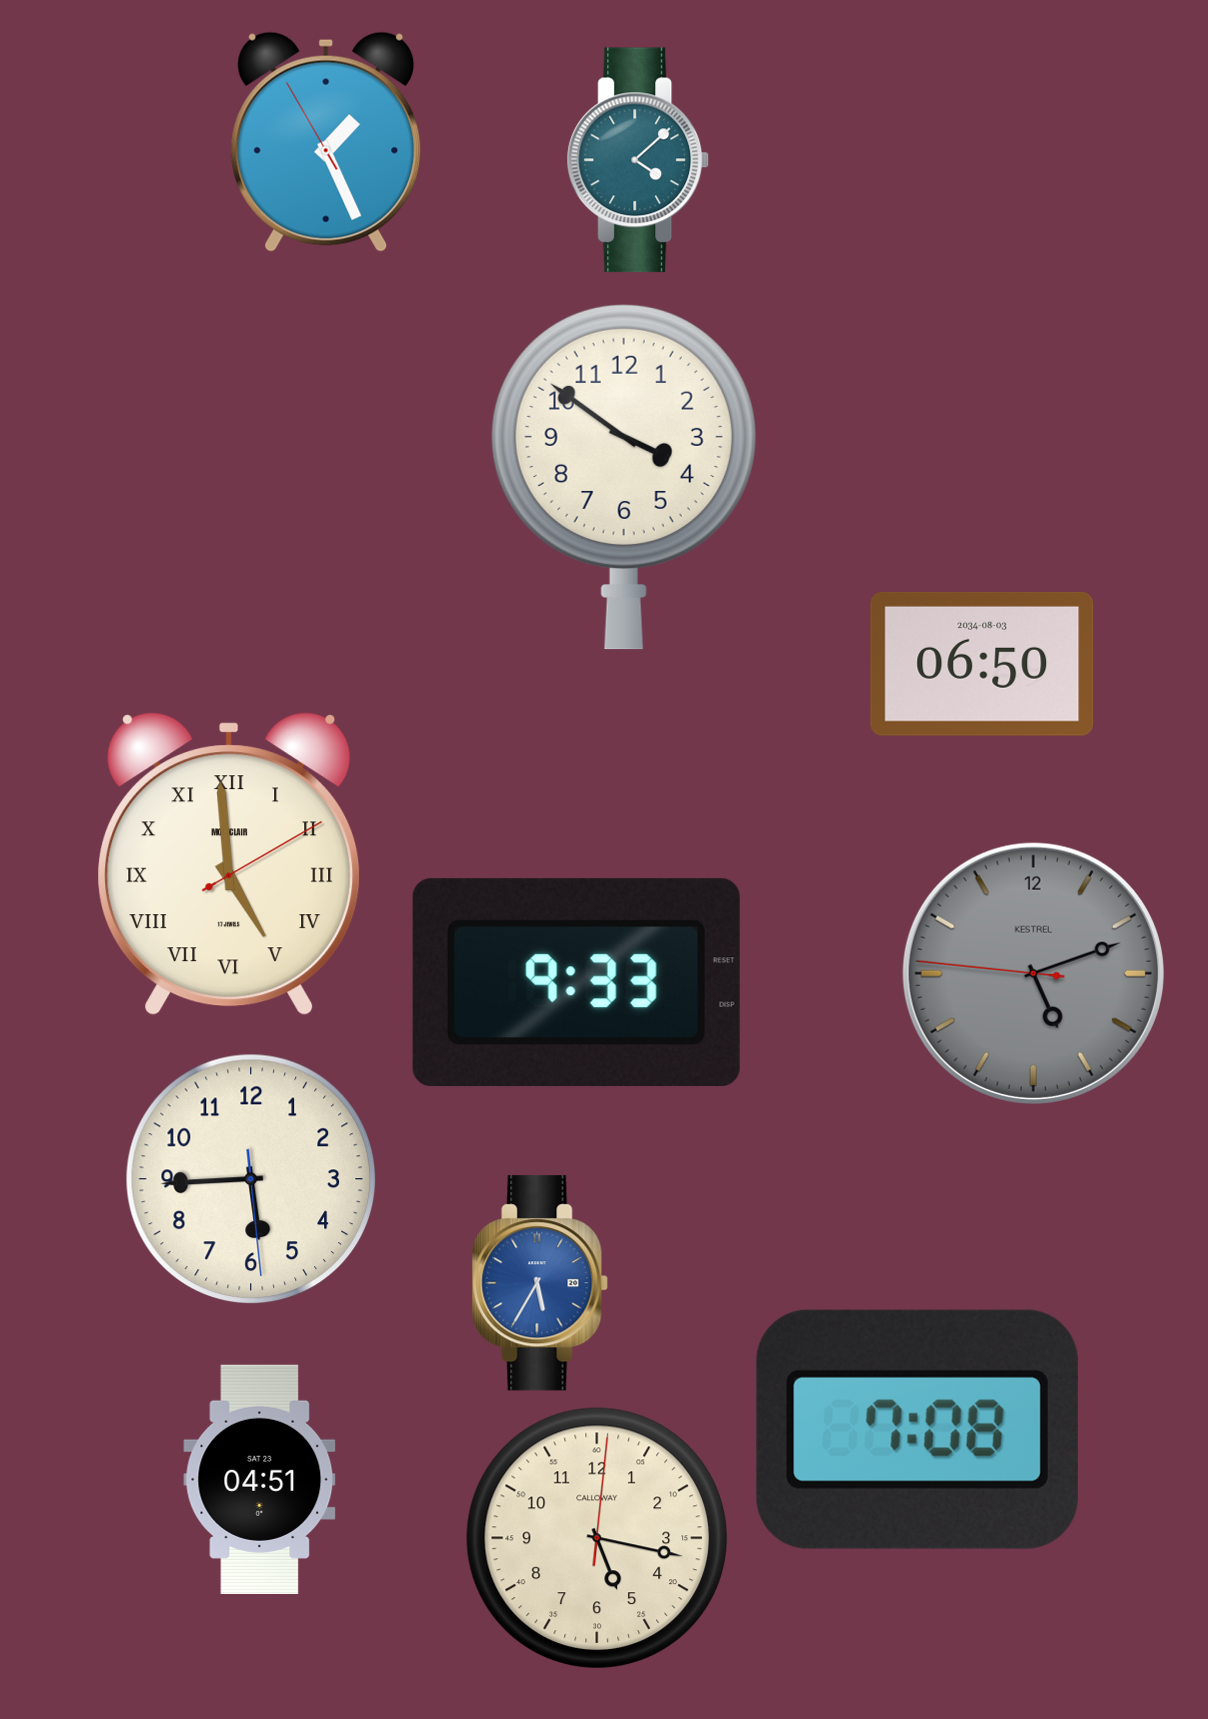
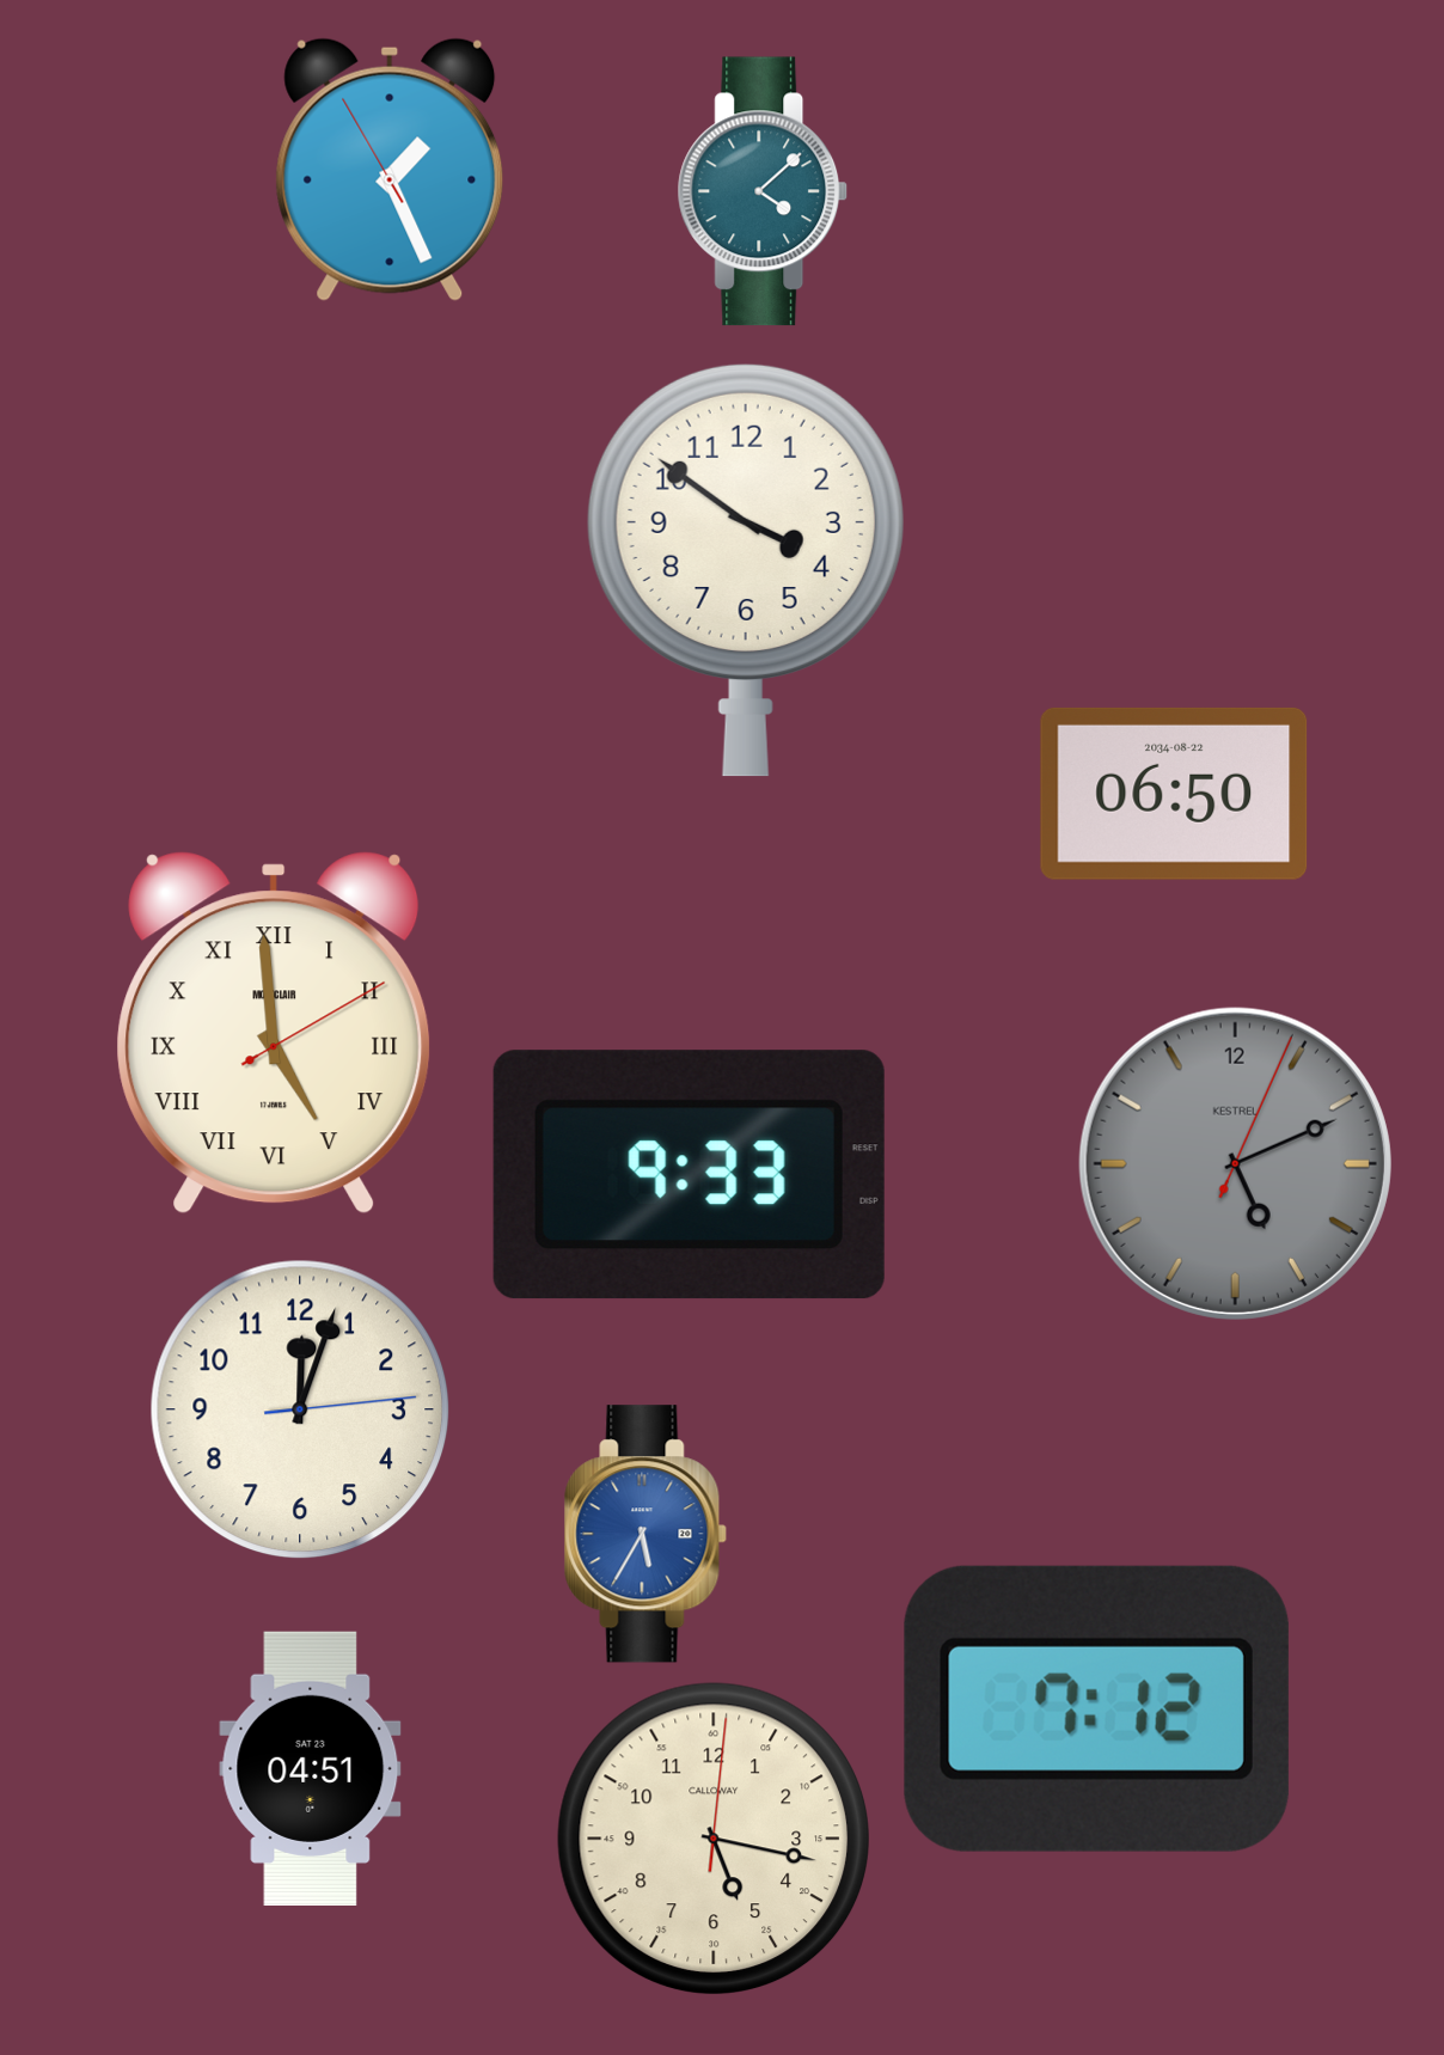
clock at (982, 664) date: 2034-08-03 -> 2034-08-22
clock at (1033, 973): 5:11:46 -> 5:11:04
clock at (251, 1179): 5:44 -> 12:03
clock at (917, 1429): 7:08 -> 7:12
